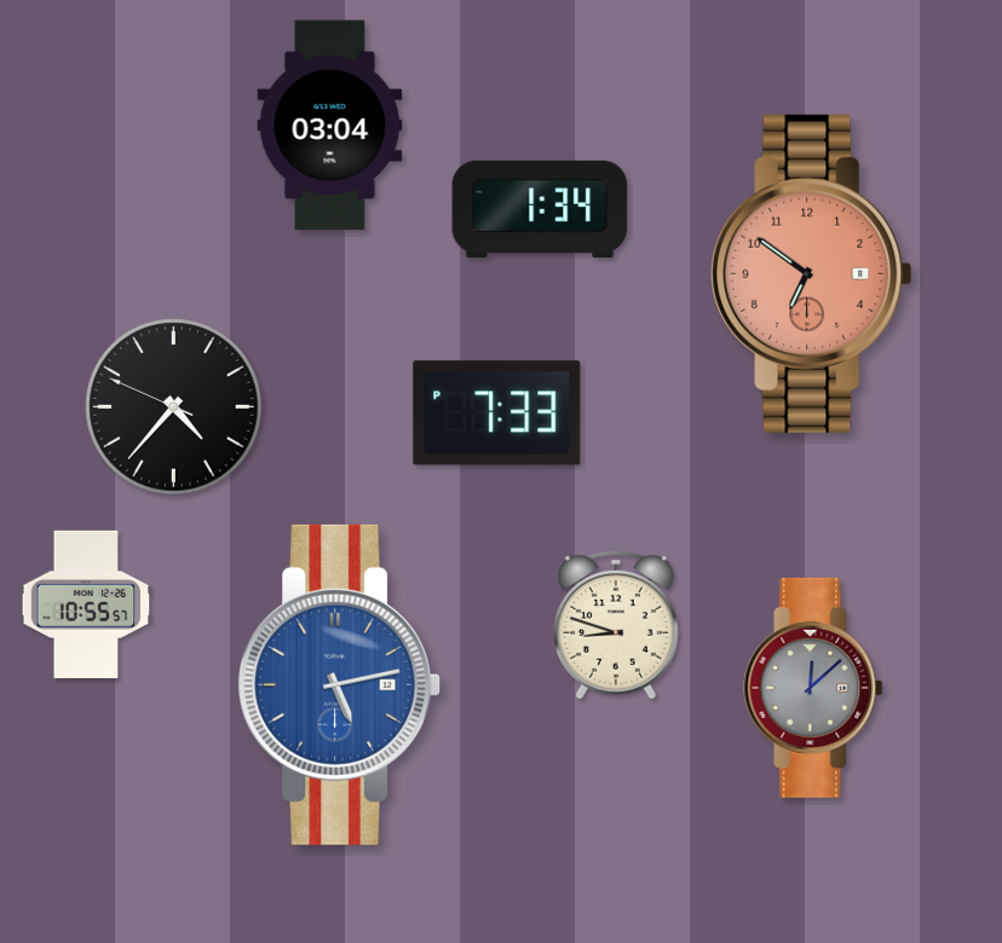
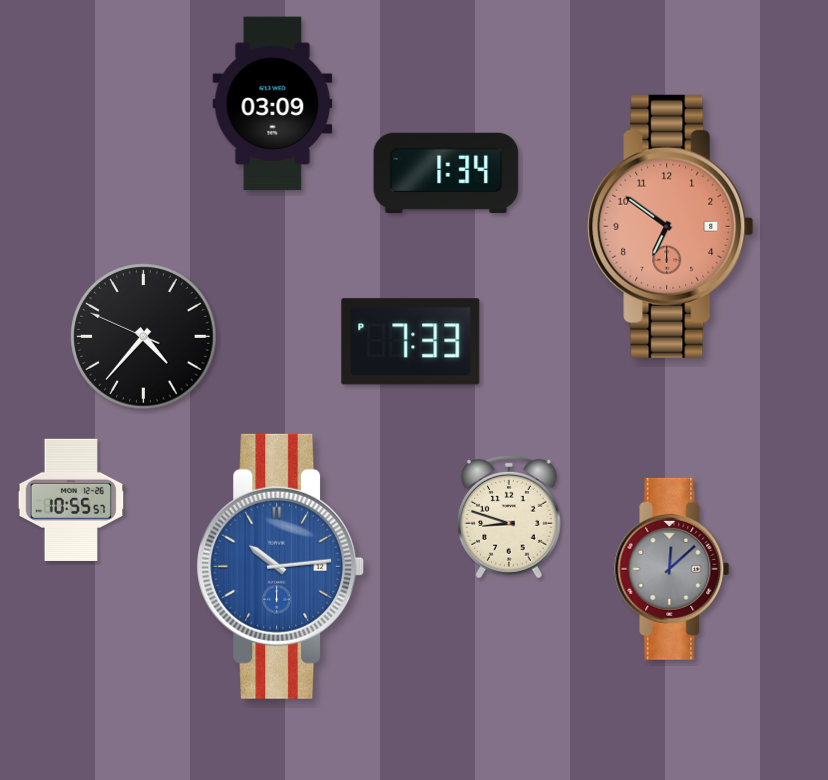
clock at (330, 126): 03:04 -> 03:09
clock at (340, 684): 5:13 -> 10:14
